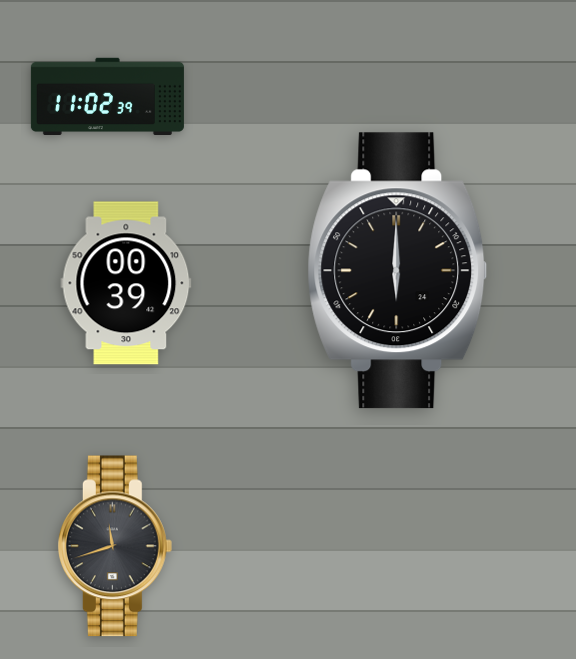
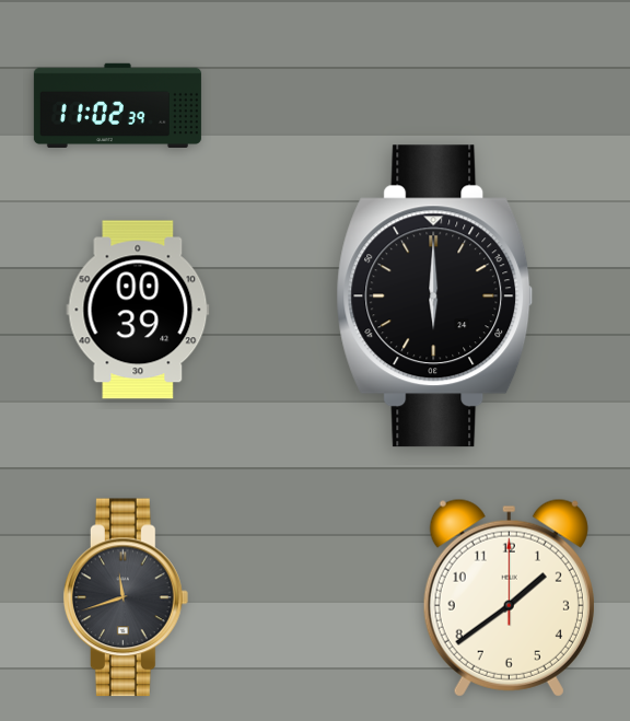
clock at (509, 597): none -> 1:39
